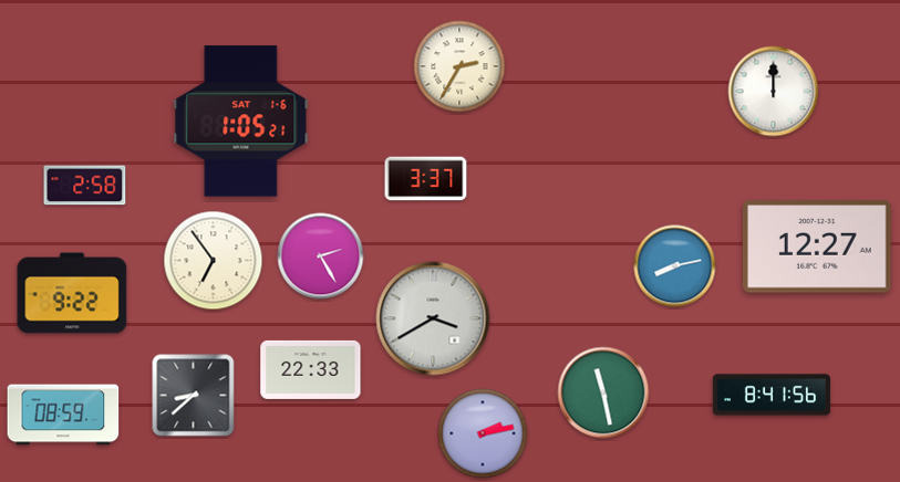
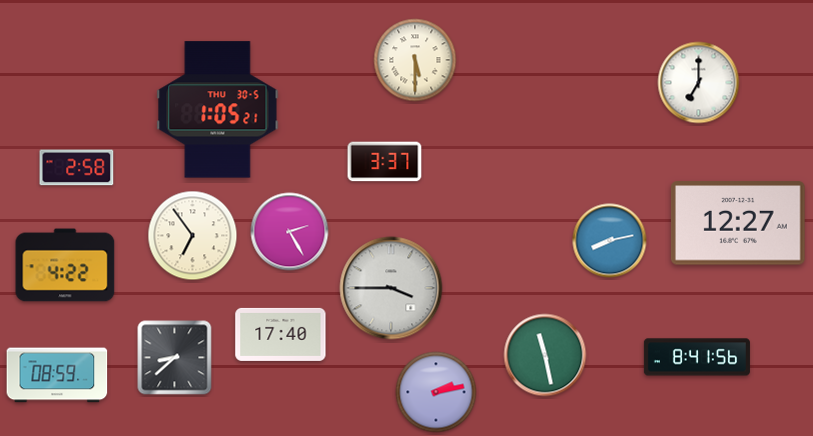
clock at (459, 66): 2:35 -> 5:30
clock at (774, 92): 12:00 -> 7:00
clock at (241, 122) date: SAT 1-6 -> THU 30-5
clock at (72, 293): 9:22 -> 4:22
clock at (433, 318): 3:40 -> 3:45
clock at (311, 369): 22:33 -> 17:40
